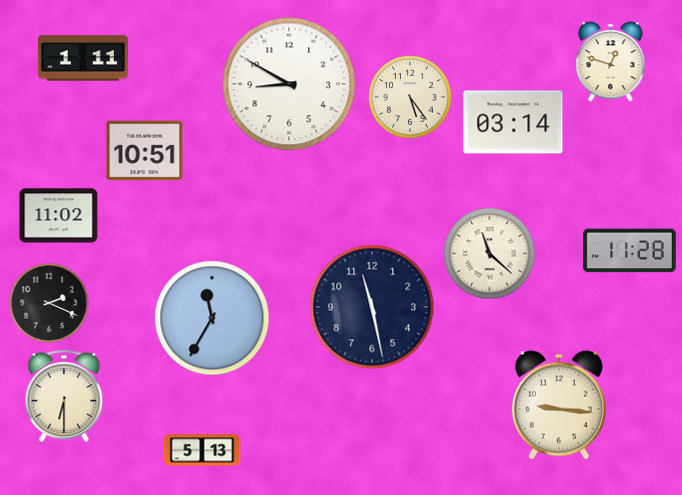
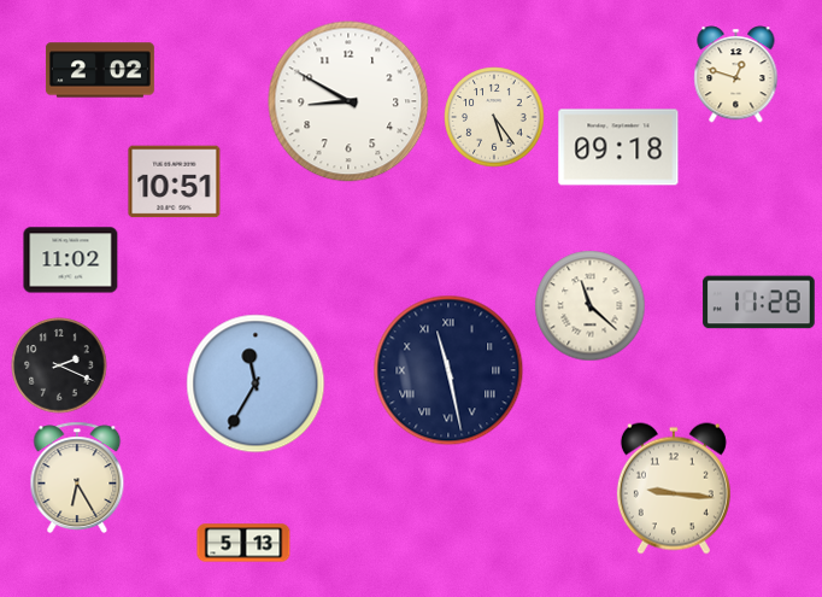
clock at (83, 58): 1:11 -> 2:02
clock at (513, 122): 03:14 -> 09:18
clock at (372, 307) numerals: Arabic -> Roman
clock at (64, 396): 6:30 -> 6:25
